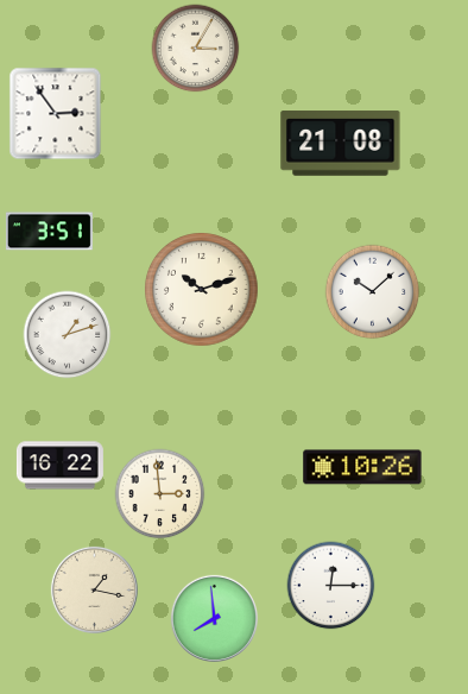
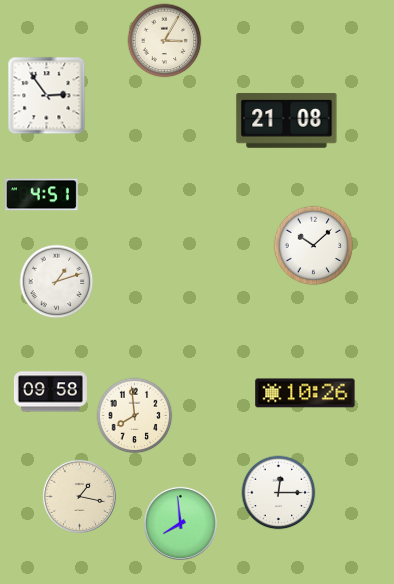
clock at (49, 232): 3:51 -> 4:51
clock at (202, 290): 10:12 -> none
clock at (59, 466): 16:22 -> 09:58
clock at (160, 494): 2:59 -> 7:59
clock at (214, 618) position: (214, 618) -> (180, 523)
